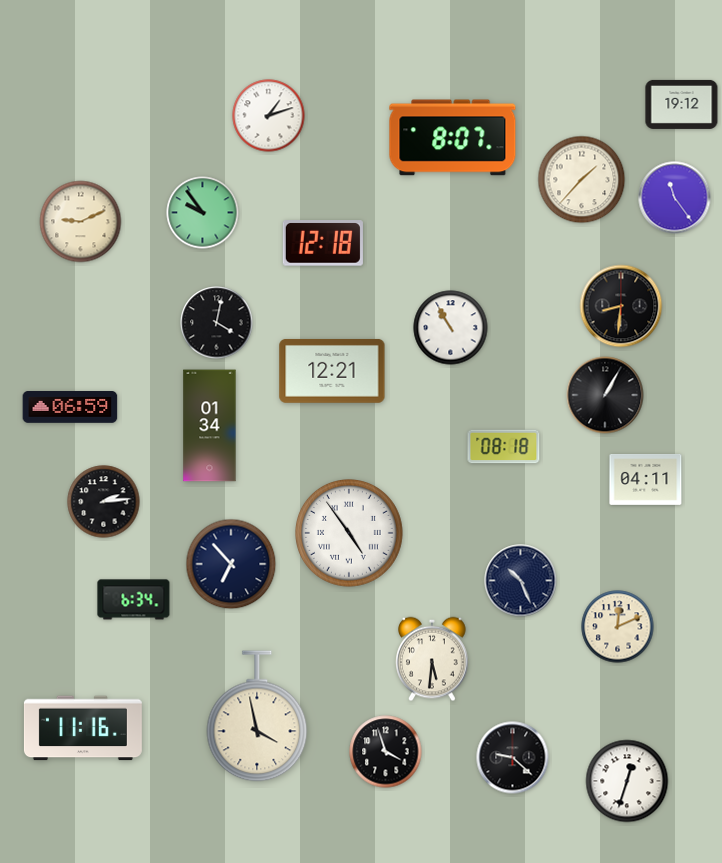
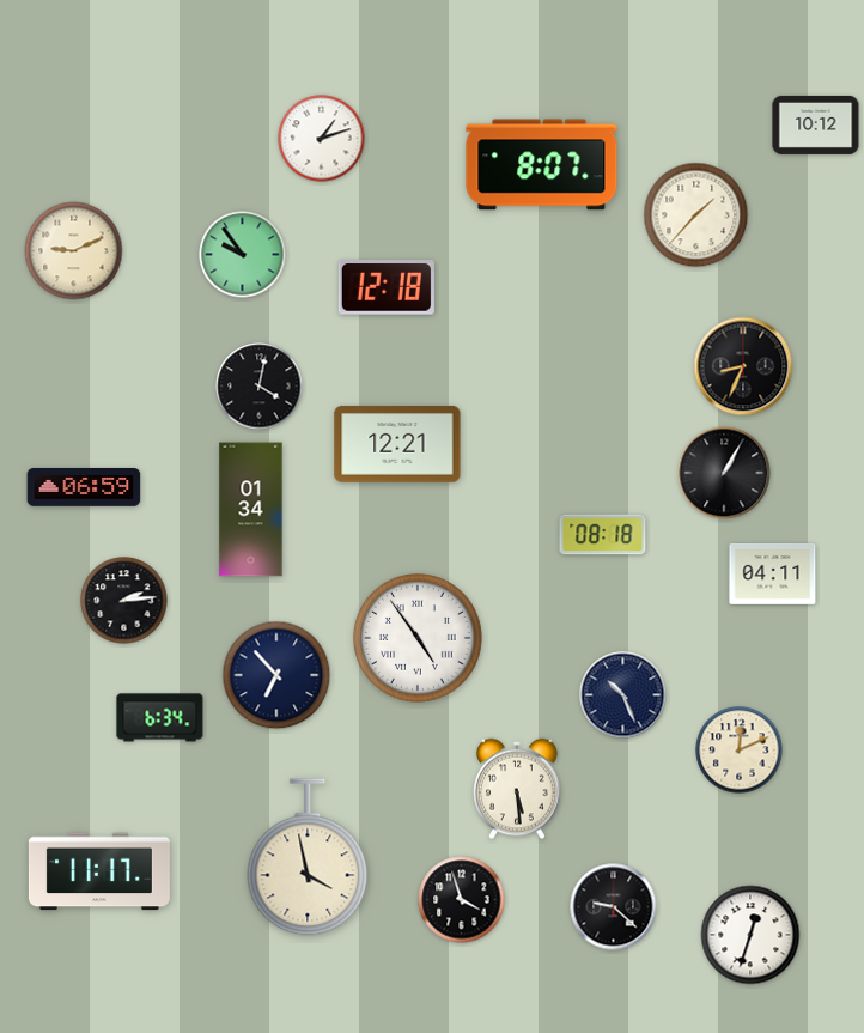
clock at (682, 104): 19:12 -> 10:12
clock at (675, 198): 11:24 -> none
clock at (81, 222) position: (81, 222) -> (74, 251)
clock at (323, 243) position: (323, 243) -> (387, 287)
clock at (621, 306): 8:31 -> 8:34
clock at (451, 328): 10:55 -> none
clock at (432, 659): 5:31 -> 5:29
clock at (83, 728): 11:16 -> 11:17
